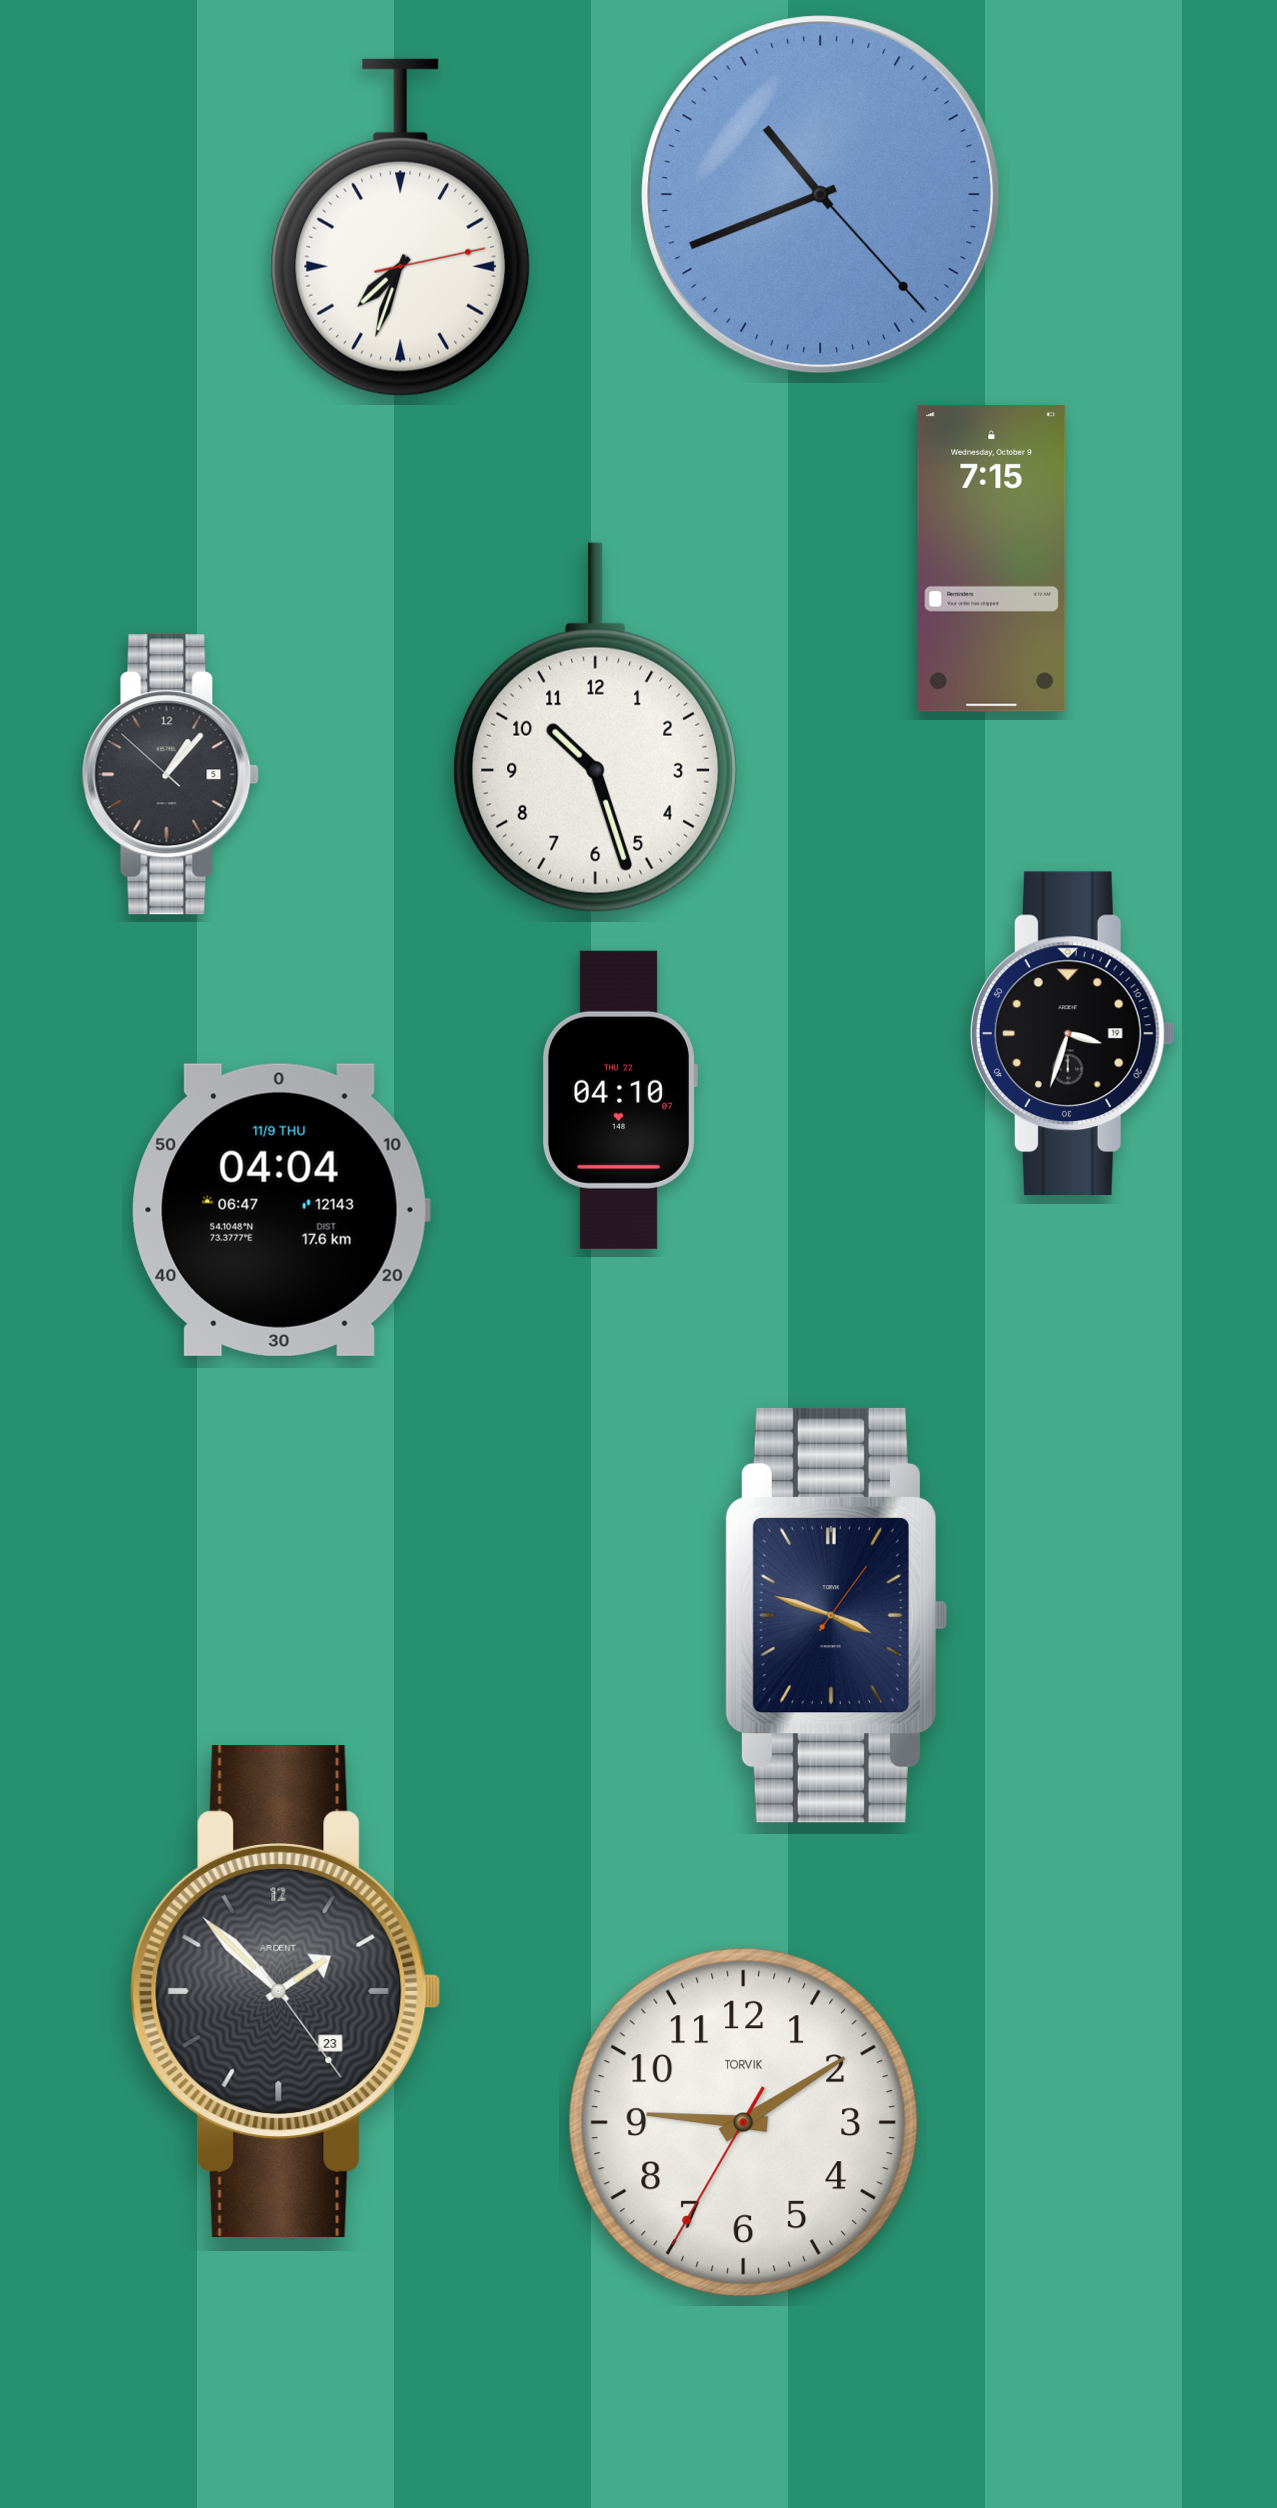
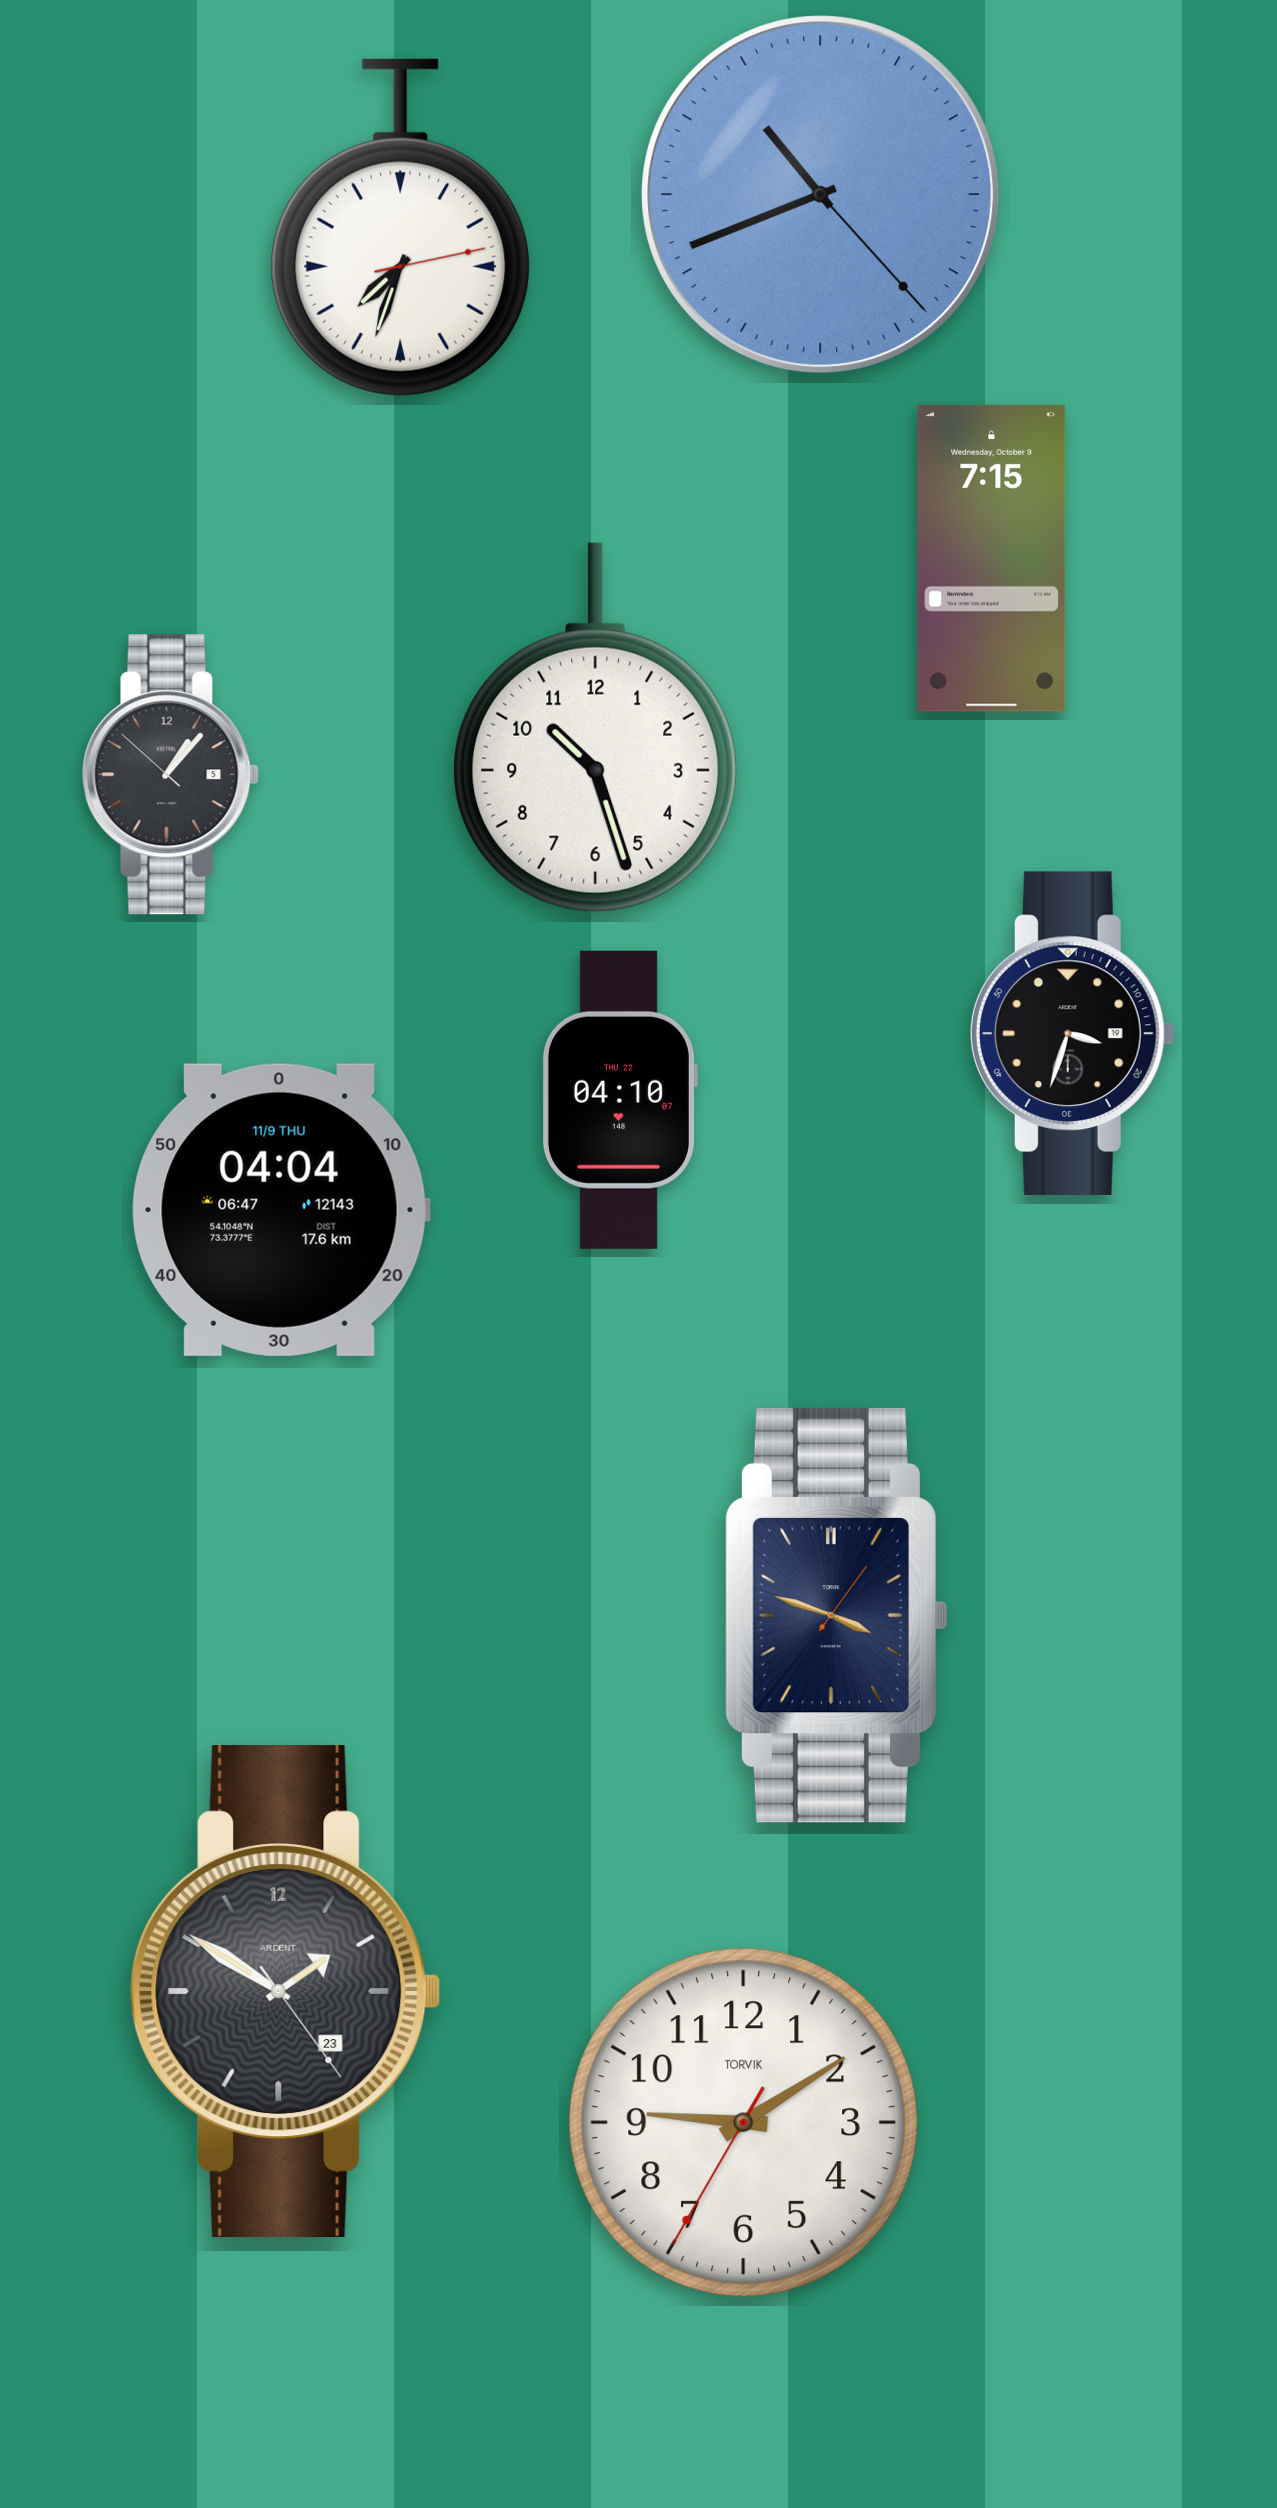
clock at (286, 1992): 1:52 -> 1:50
